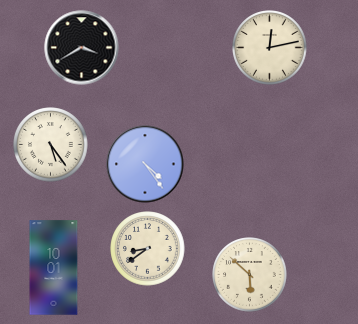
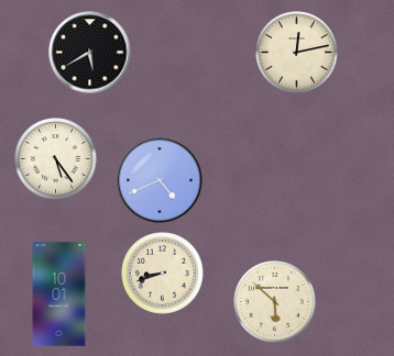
clock at (82, 48): 3:40 -> 5:40
clock at (145, 164): 4:24 -> 4:41
clock at (148, 249): 8:39 -> 8:42
